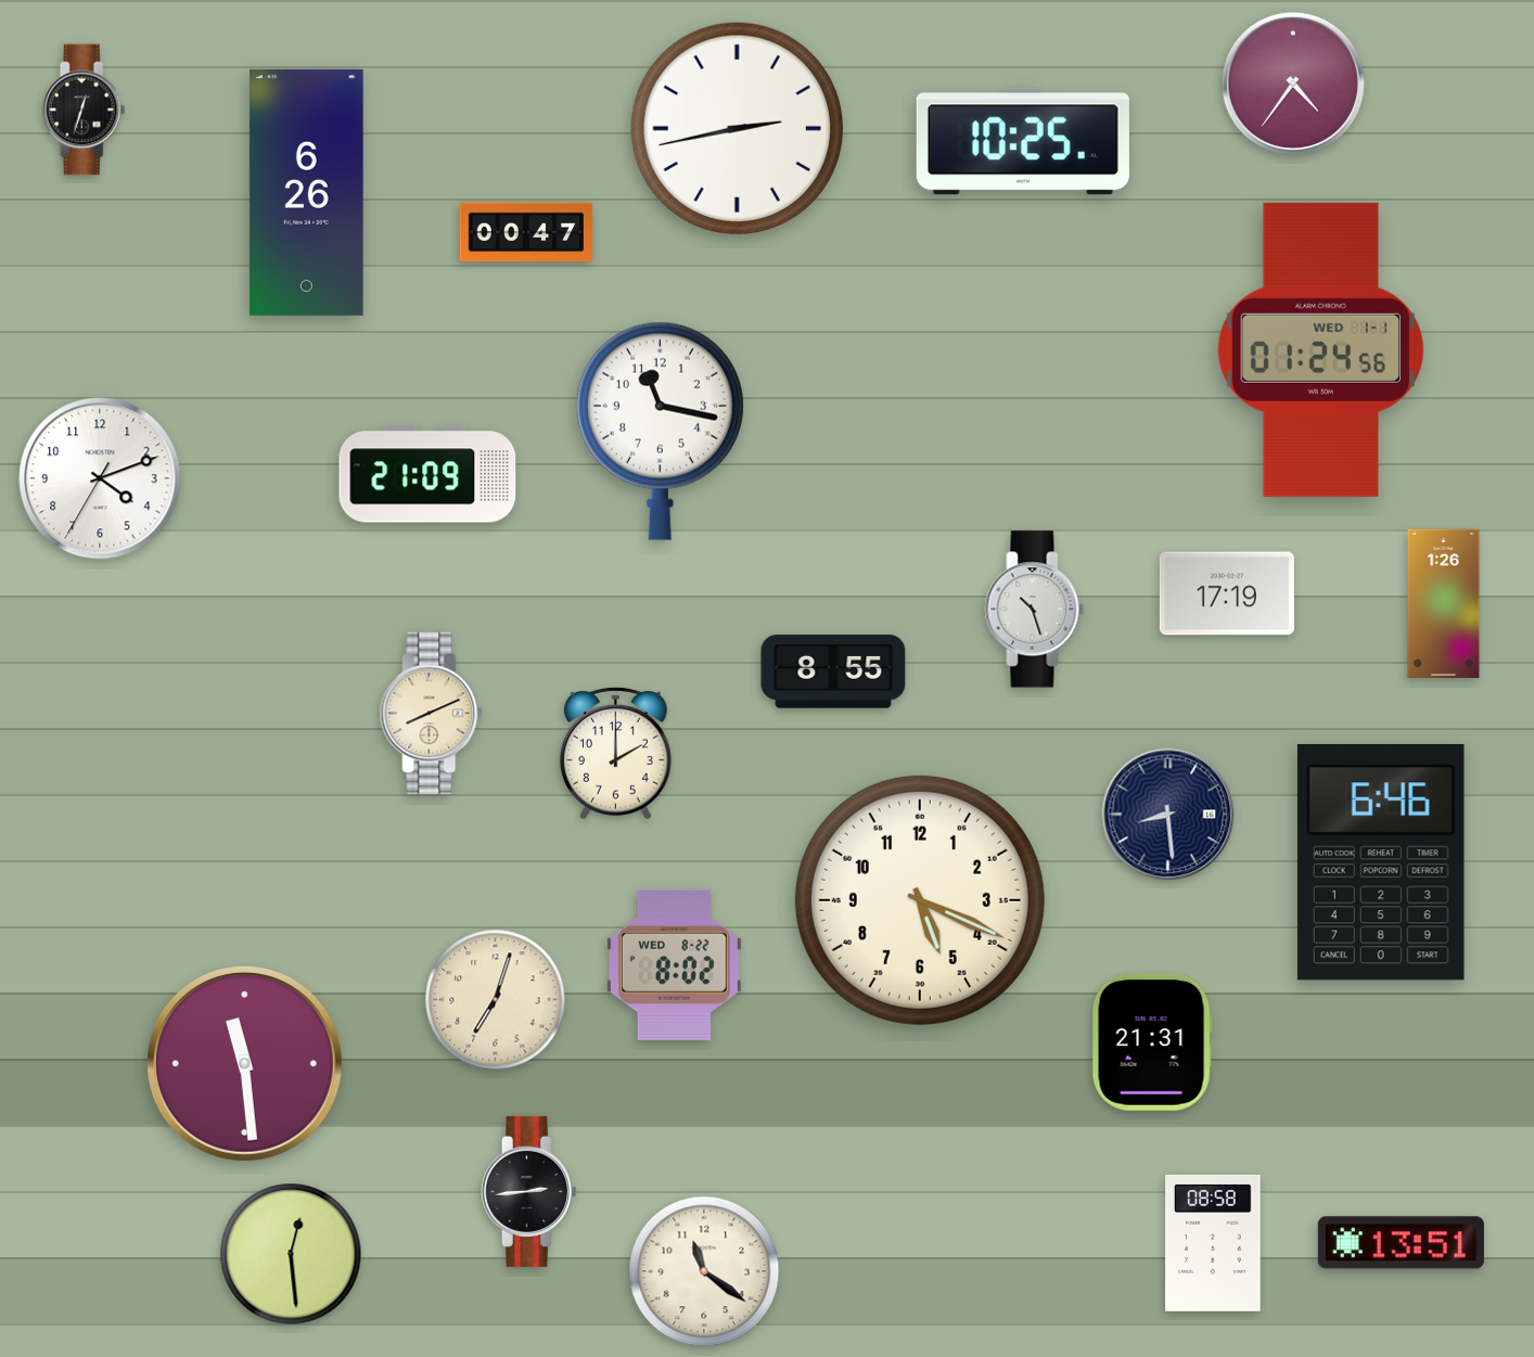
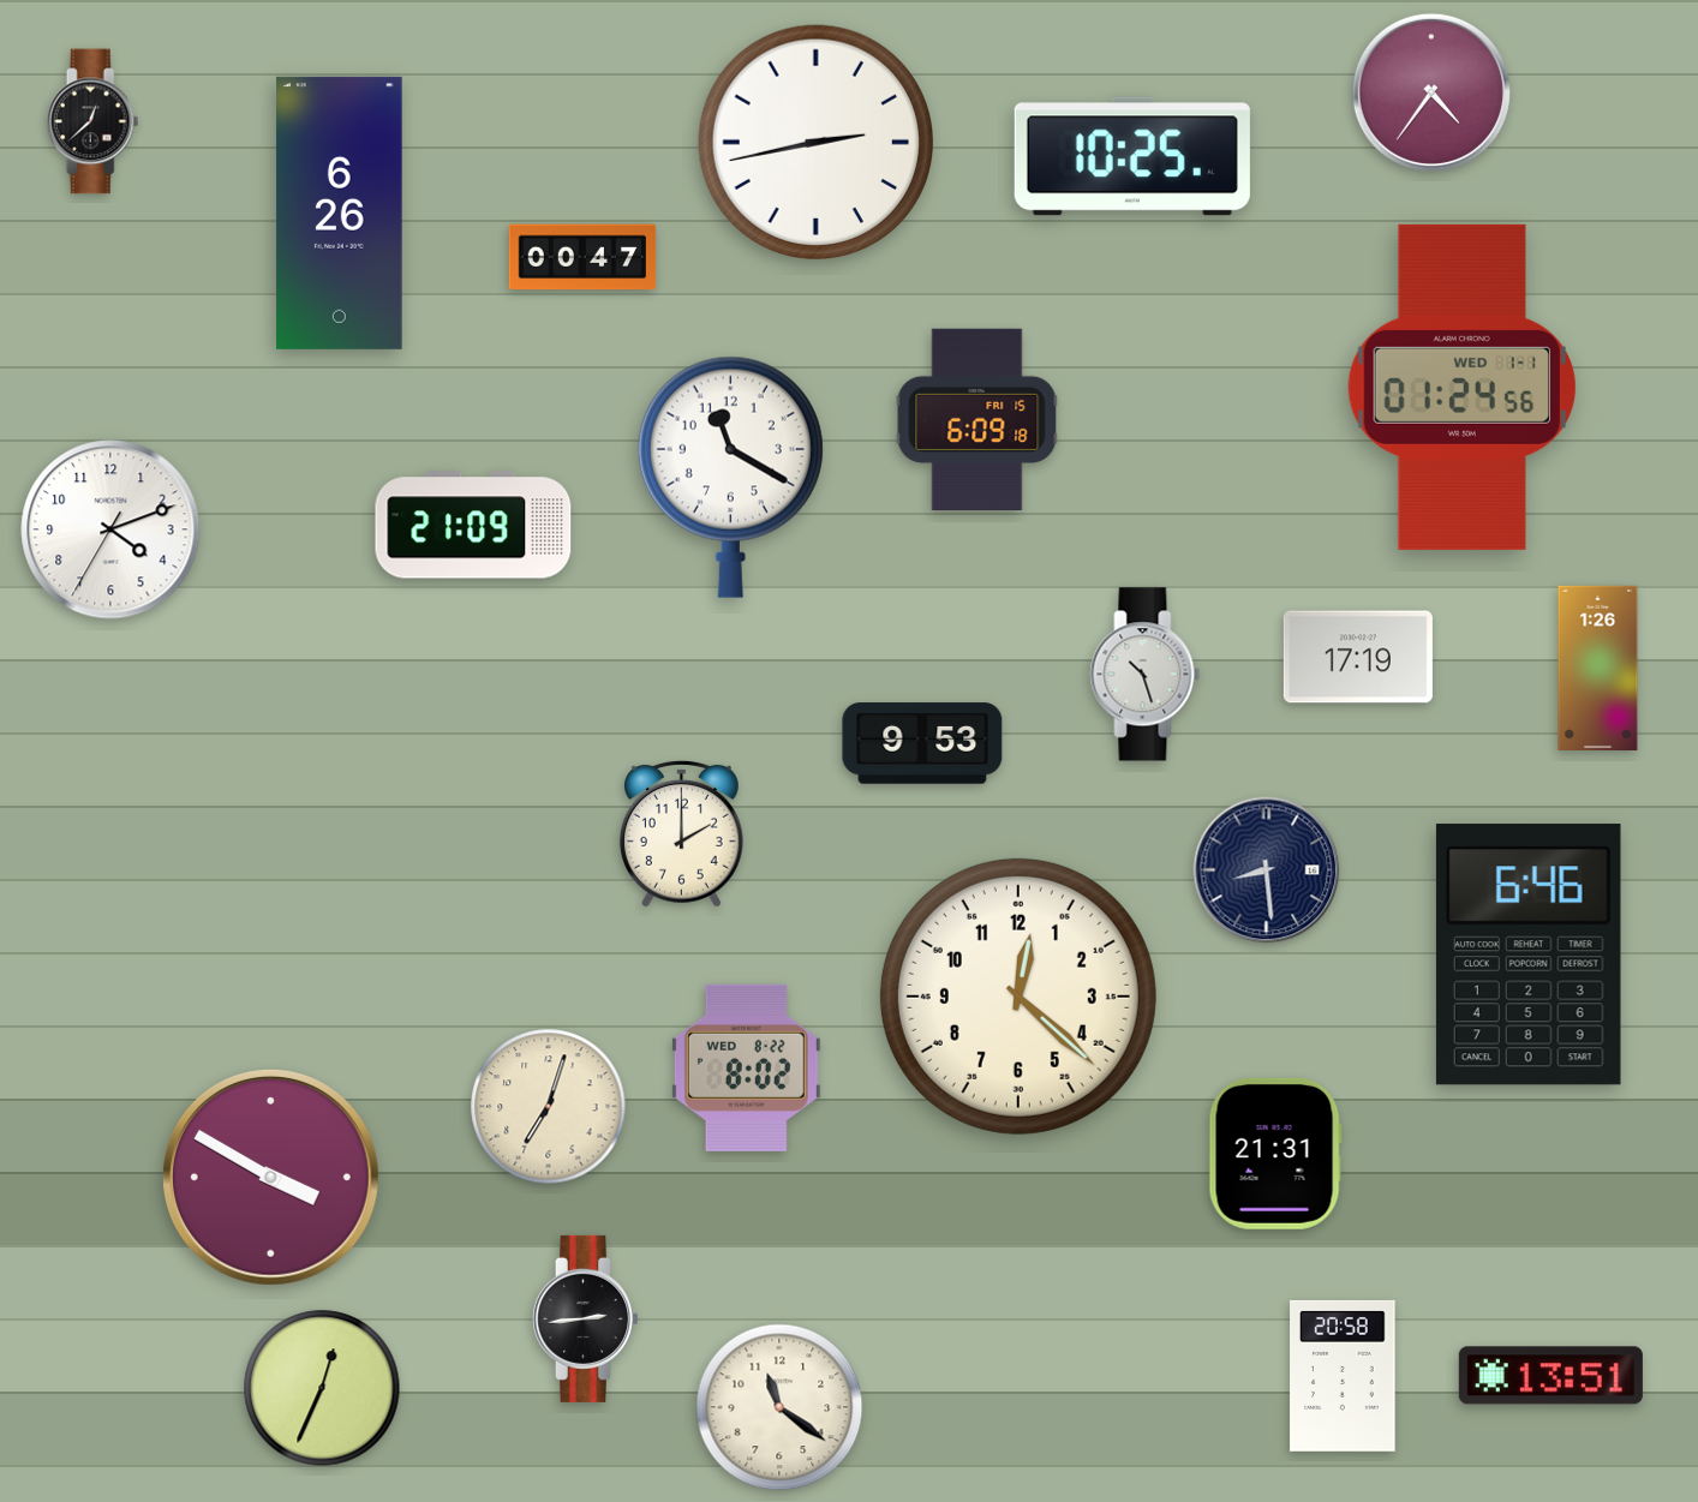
clock at (84, 110): 12:33 -> 12:38
clock at (977, 420): none -> 6:09
clock at (660, 431): 11:17 -> 11:20
clock at (833, 671): 8:55 -> 9:53
clock at (432, 714): 8:11 -> none
clock at (1168, 815) position: (1168, 815) -> (1267, 870)
clock at (920, 900): 5:19 -> 12:22
clock at (244, 1063): 11:29 -> 3:50
clock at (1213, 1243): 08:58 -> 20:58
clock at (291, 1254): 12:29 -> 12:34
